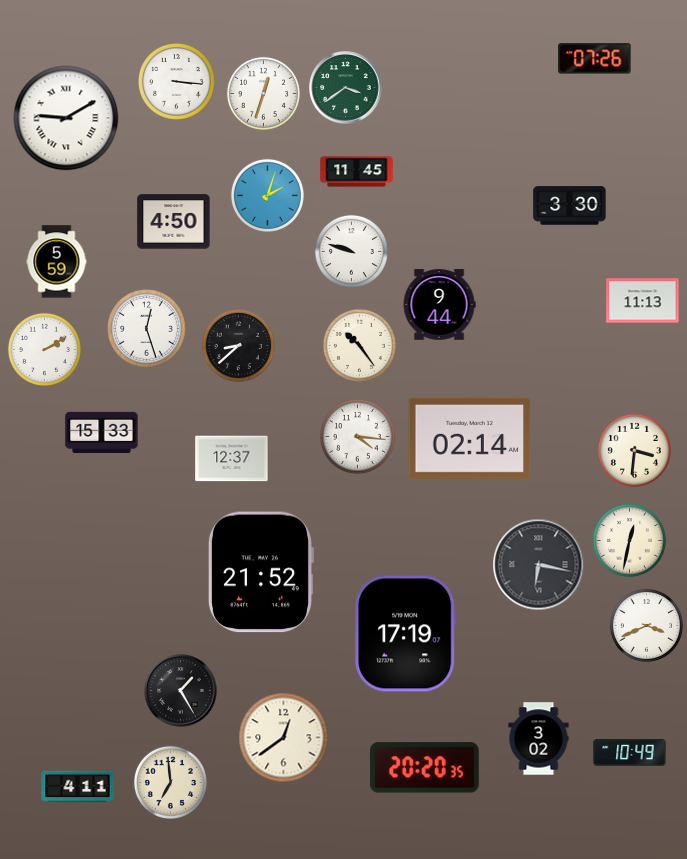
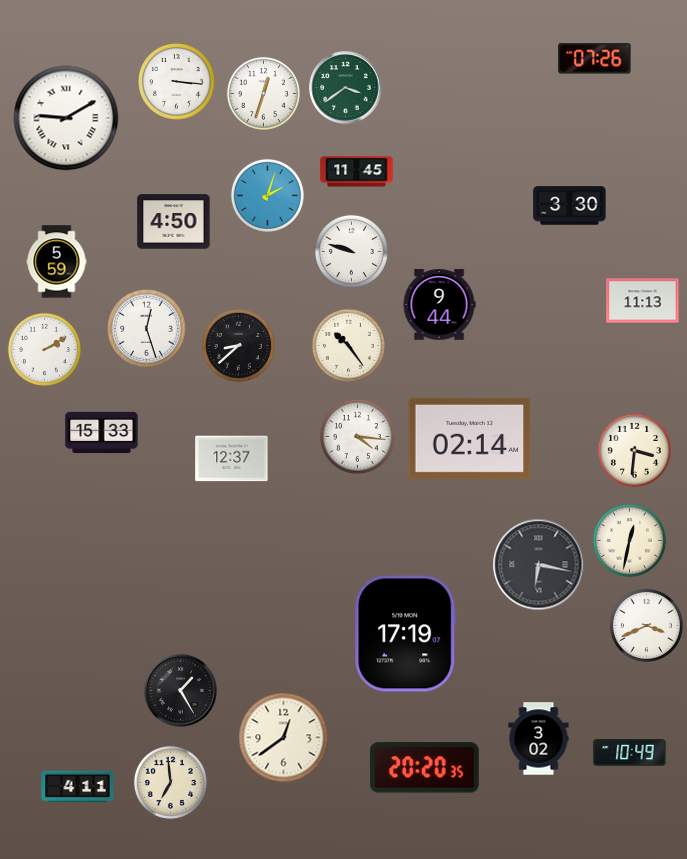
clock at (359, 345) position: (359, 345) -> (348, 345)
clock at (260, 572): 21:52 -> none
